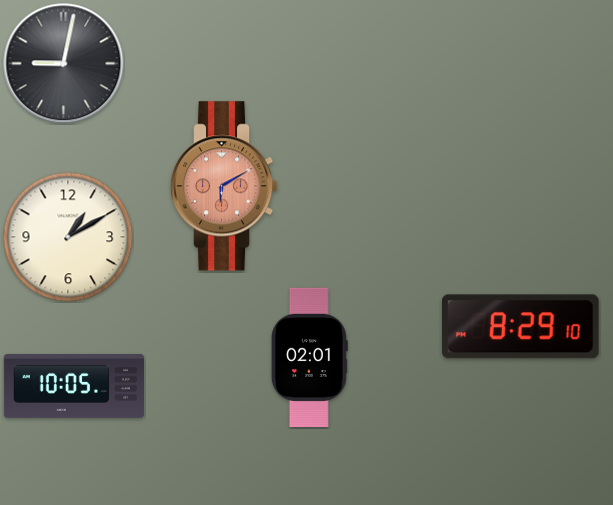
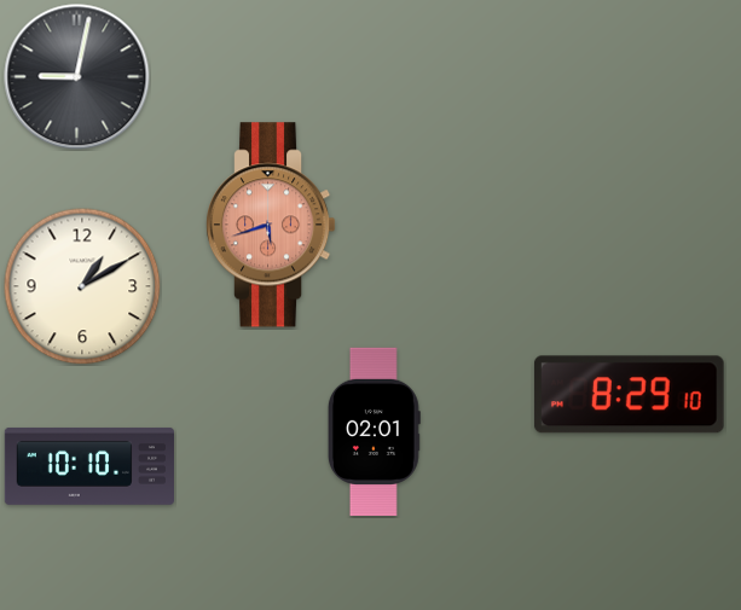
clock at (224, 186): 6:10 -> 5:42
clock at (73, 386): 10:05 -> 10:10
